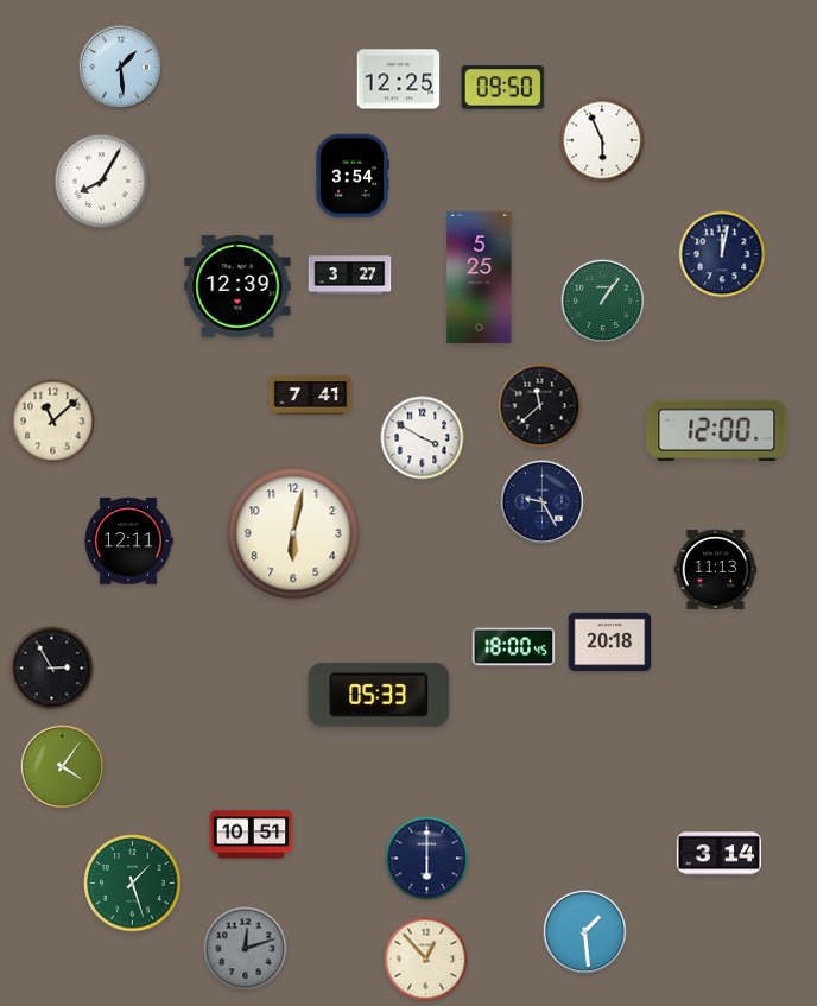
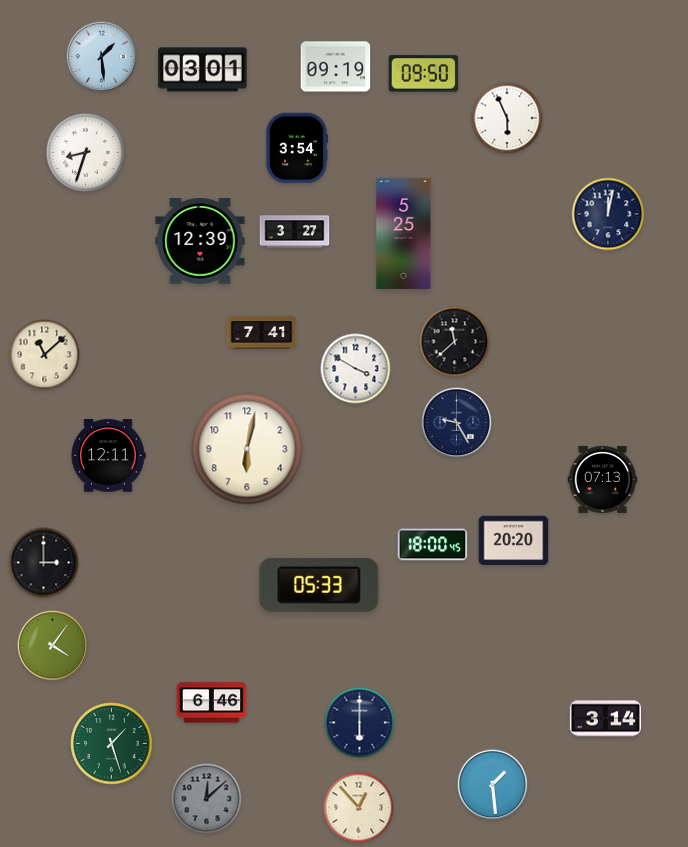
clock at (399, 80): 12:25 -> 09:19
clock at (203, 70): none -> 03:01
clock at (101, 181): 8:05 -> 8:33
clock at (603, 302): 1:06 -> none
clock at (717, 430): 12:00 -> none
clock at (716, 569): 11:13 -> 07:13
clock at (610, 643): 20:18 -> 20:20
clock at (52, 669): 2:55 -> 3:00
clock at (252, 835): 10:51 -> 6:46
clock at (246, 949): 12:12 -> 12:08
